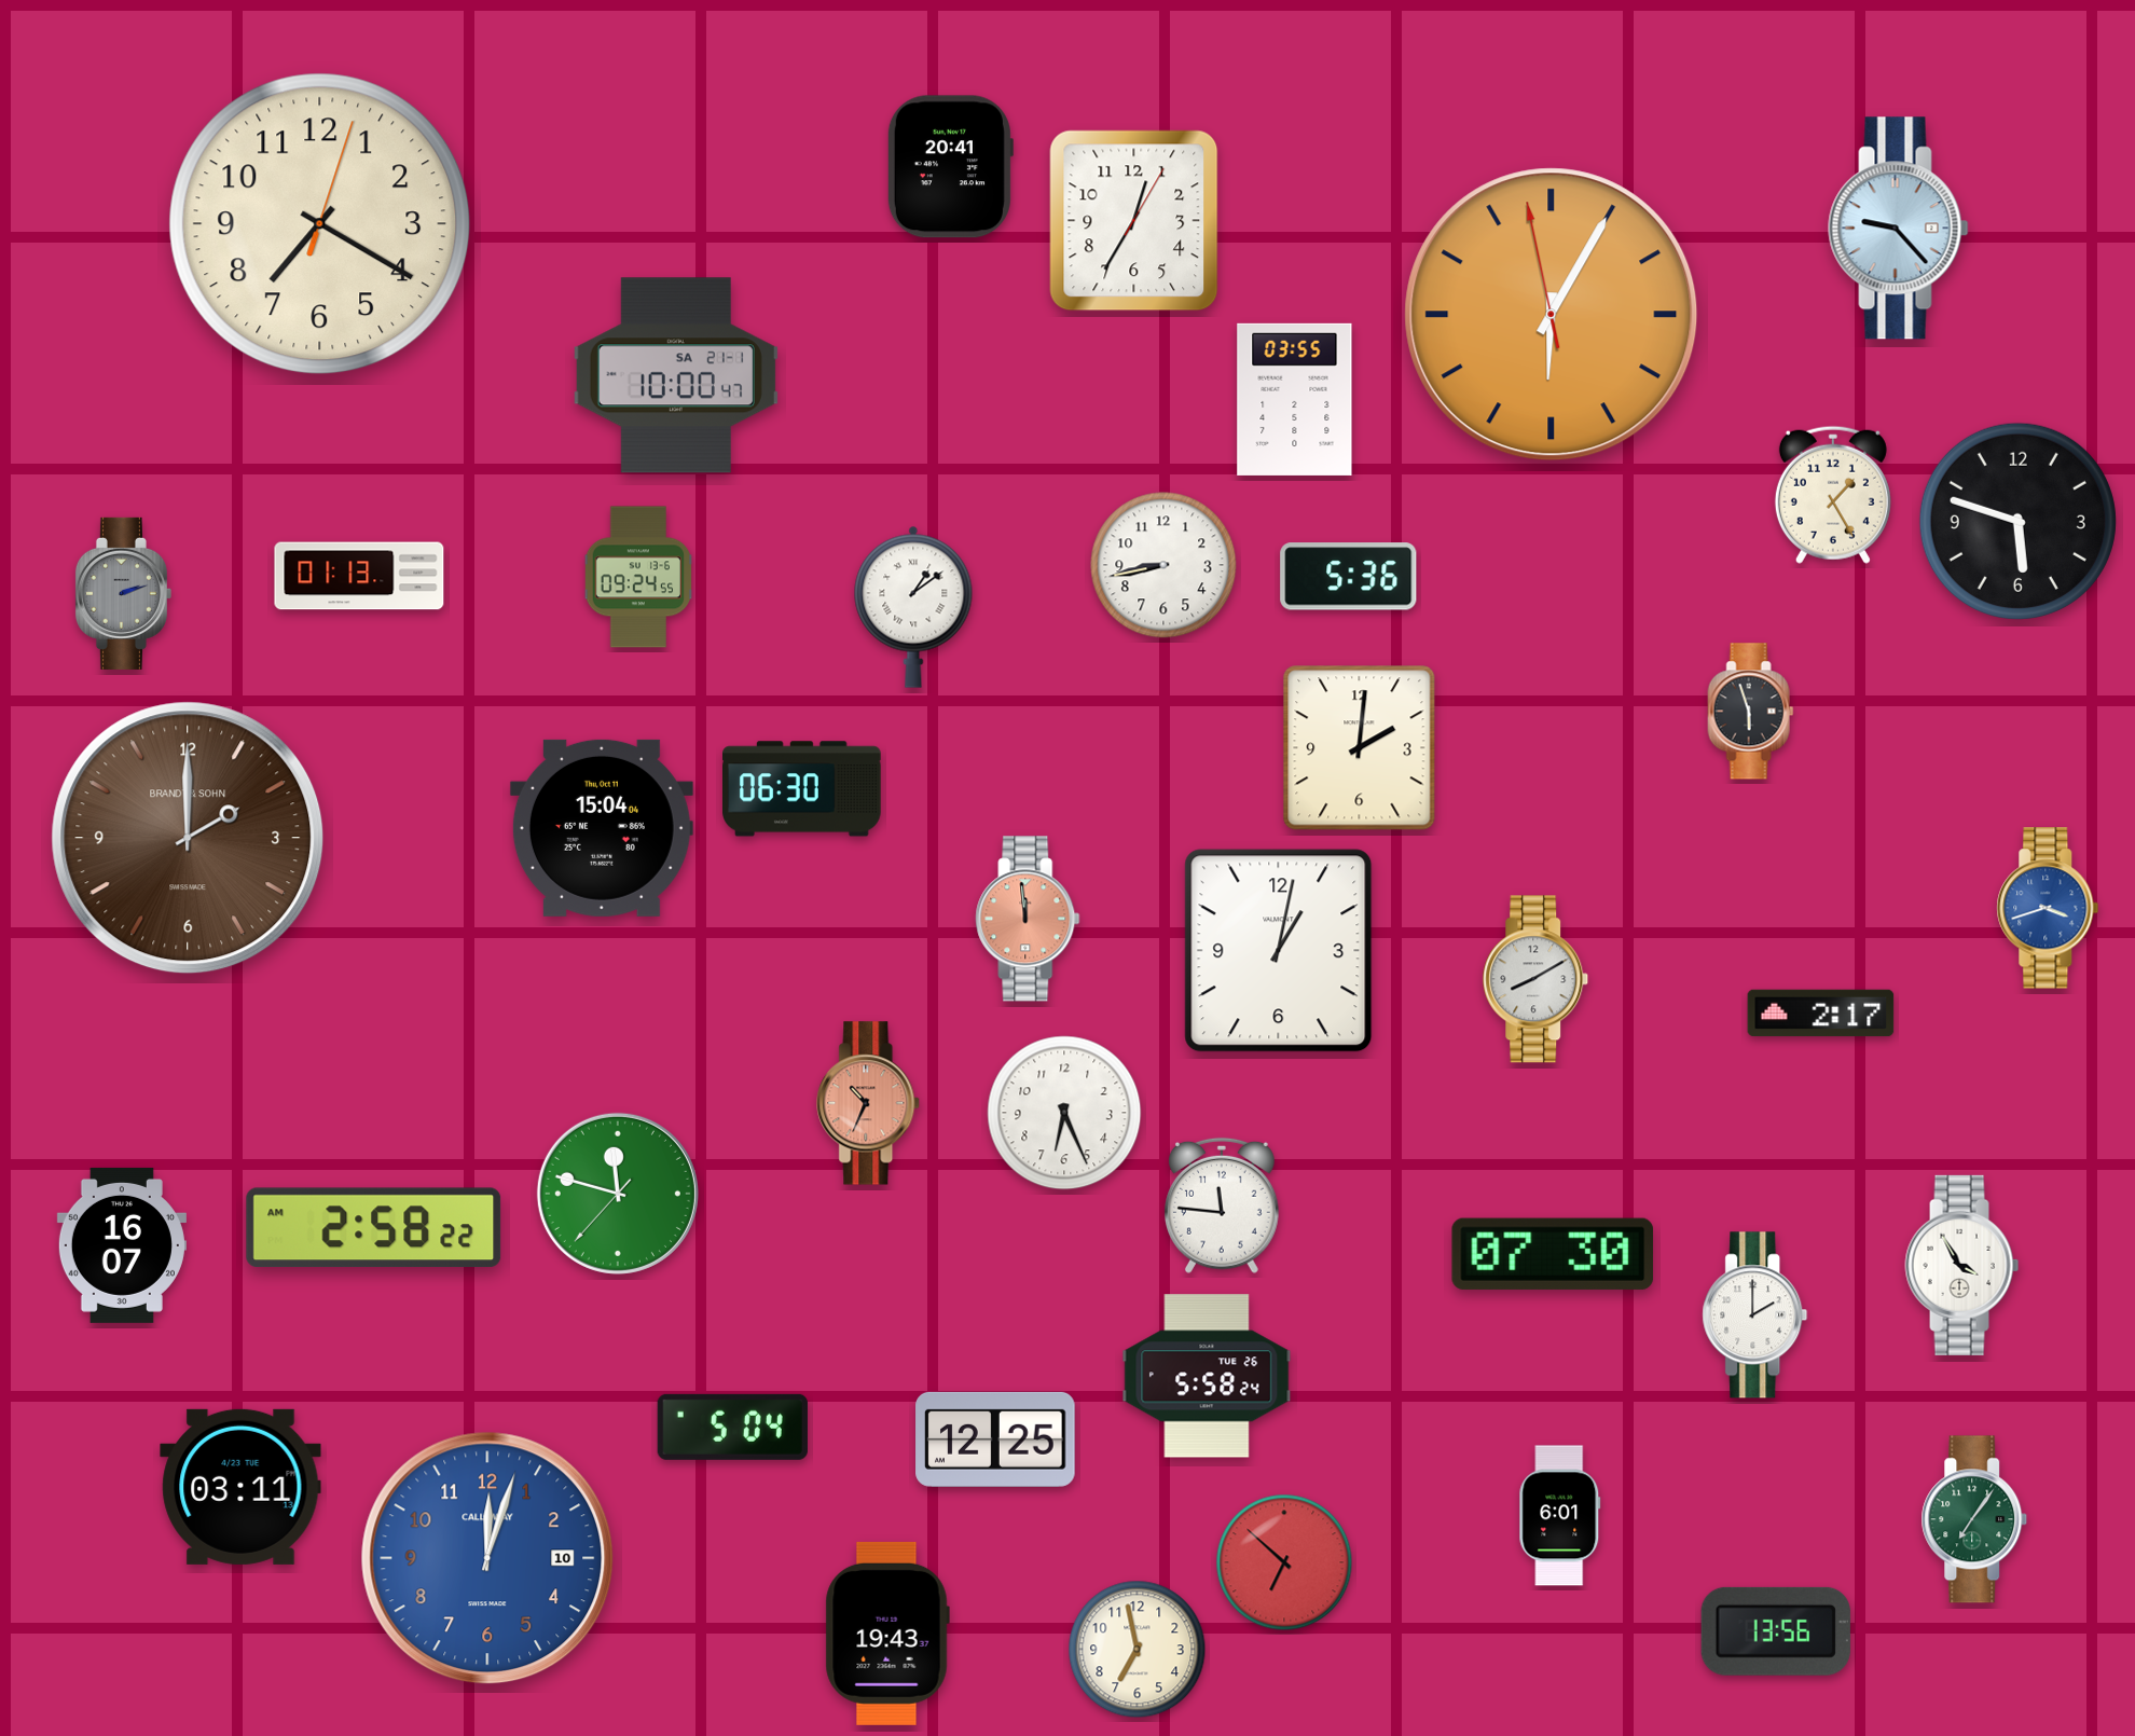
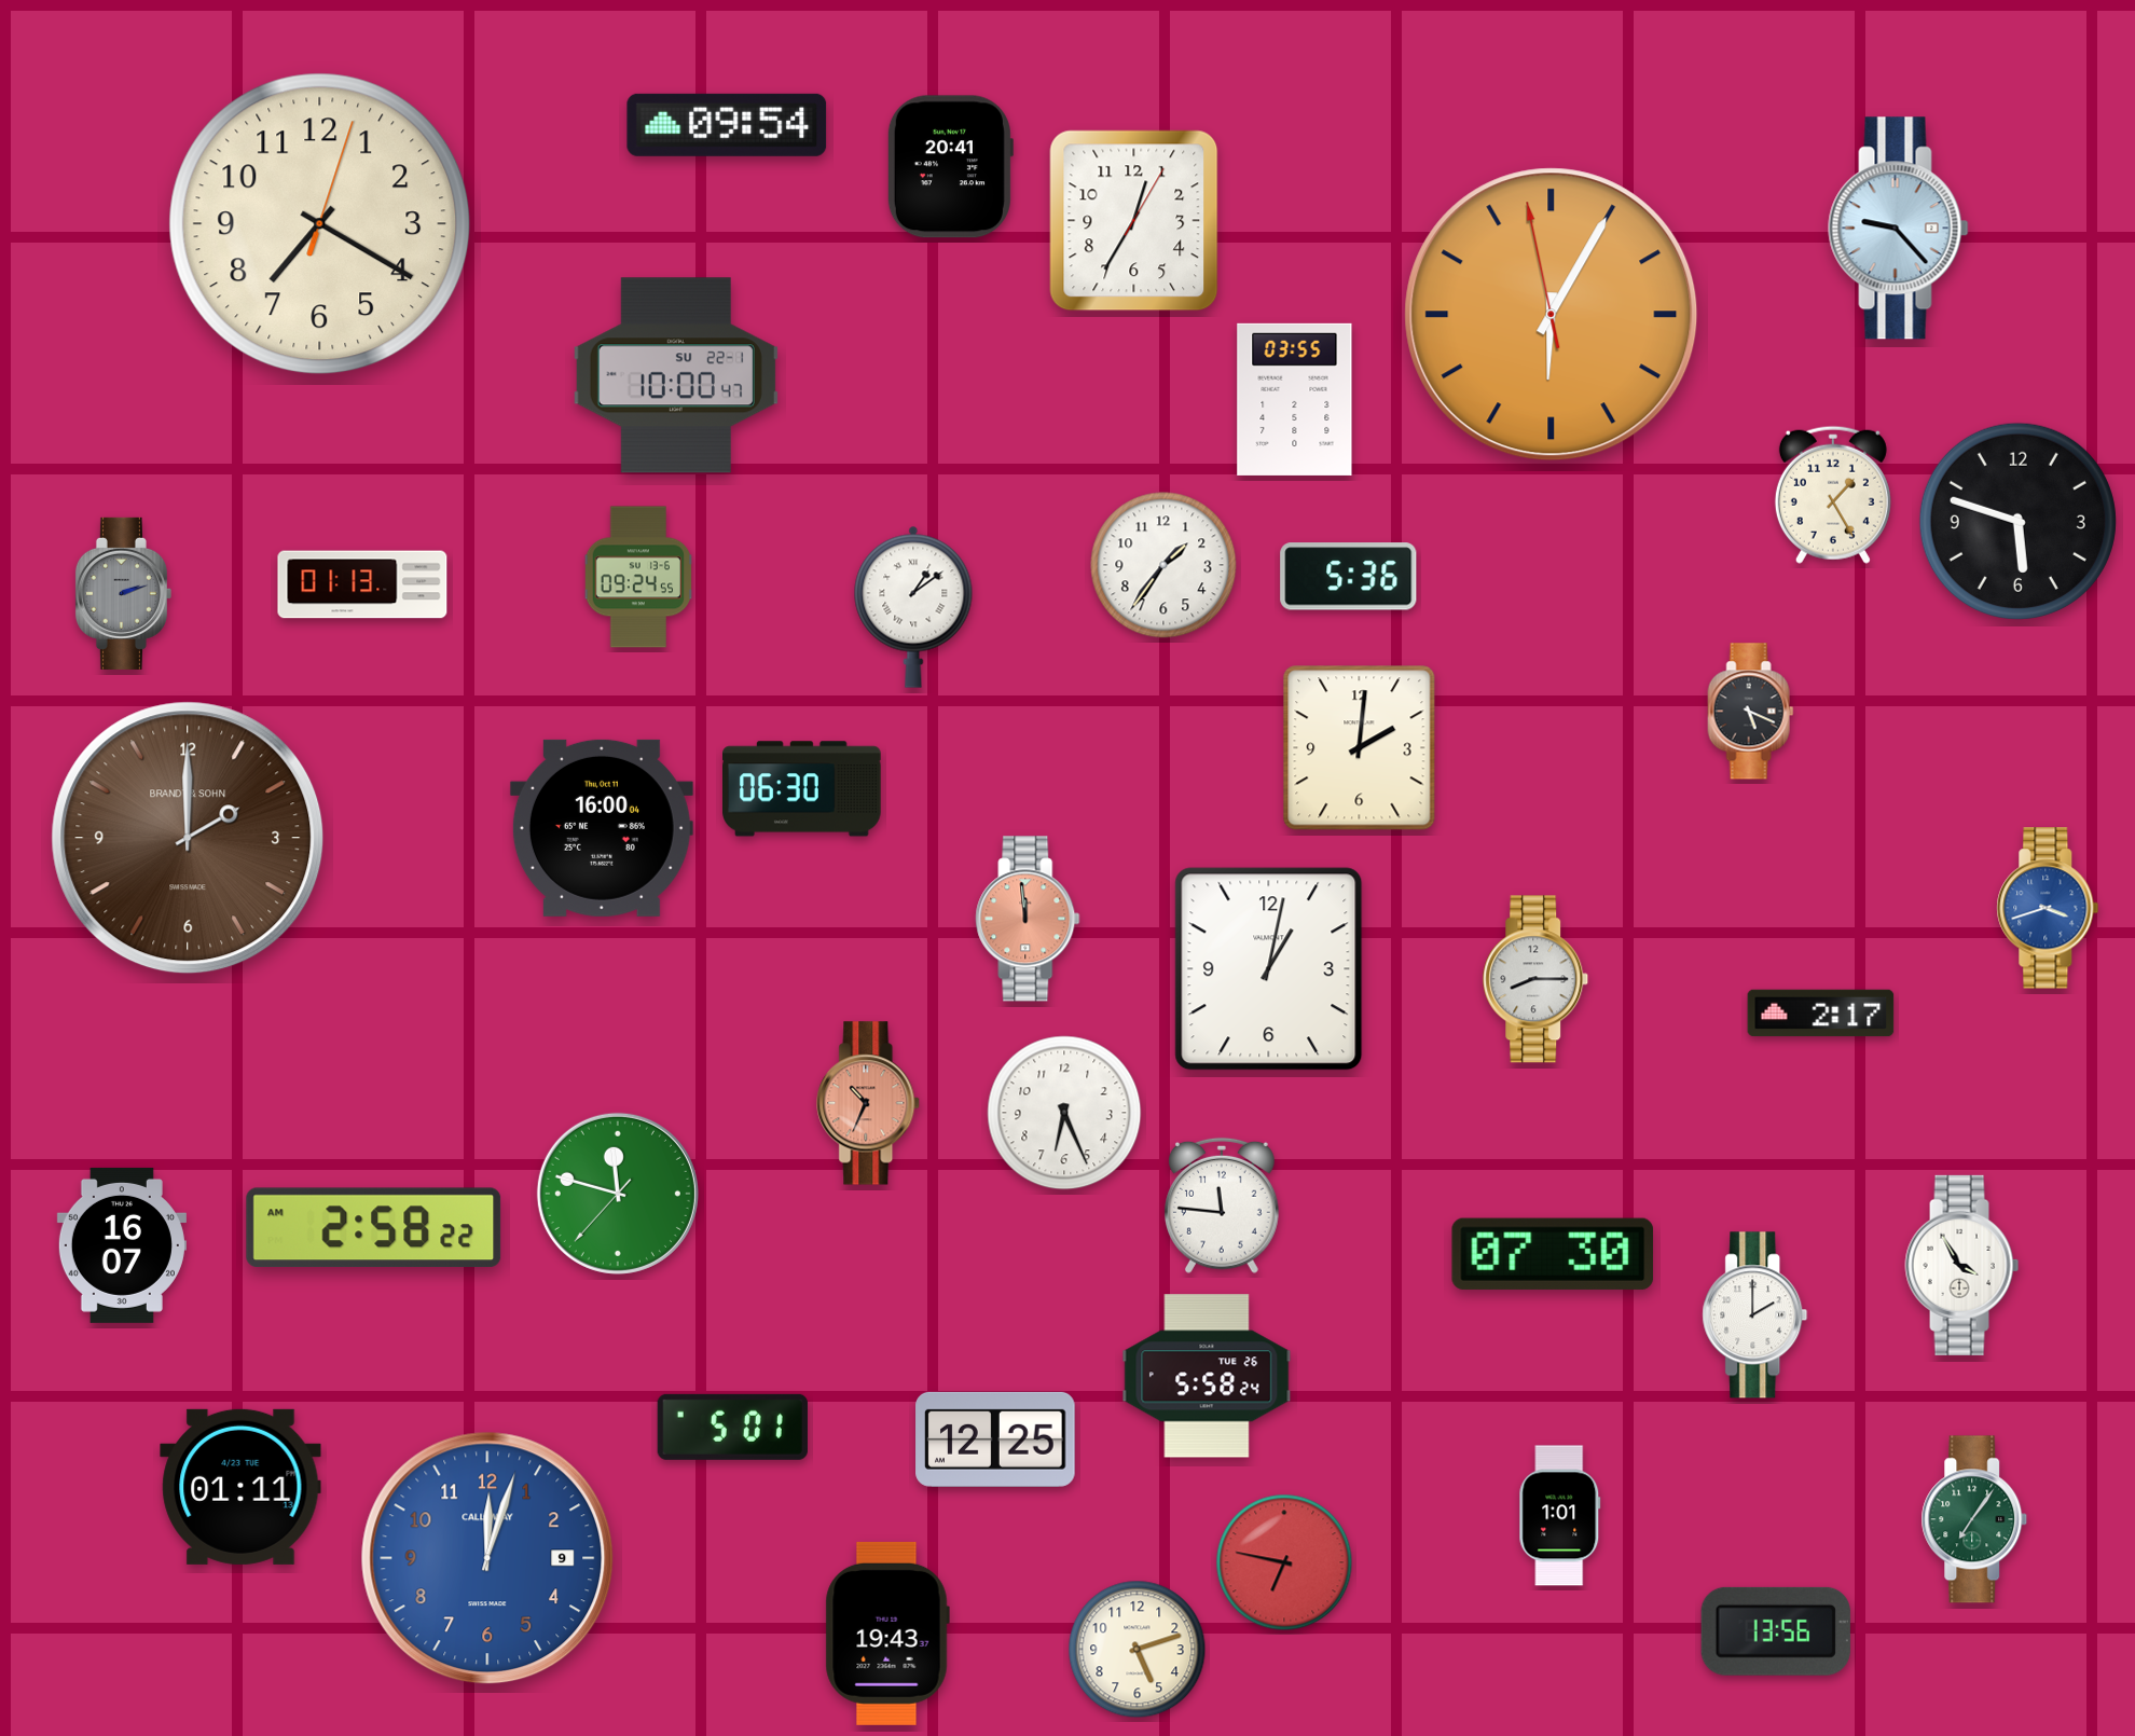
clock at (727, 125): none -> 09:54
clock at (676, 375) date: SA 21-1 -> SU 22-1
clock at (1163, 565): 8:43 -> 1:36
clock at (359, 576) position: (359, 576) -> (362, 584)
clock at (1751, 712): 5:57 -> 5:19
clock at (602, 828): 15:04 -> 16:00
clock at (1279, 951) position: (1279, 951) -> (1269, 969)
clock at (1535, 979): 8:10 -> 8:15
clock at (732, 1427): 5:04 -> 5:01
clock at (240, 1487): 03:11 -> 01:11
clock at (1560, 1516): 6:01 -> 1:01
clock at (487, 1558) date: 10 -> 9
clock at (1284, 1562): 6:52 -> 6:47
clock at (1138, 1650): 6:58 -> 5:12
